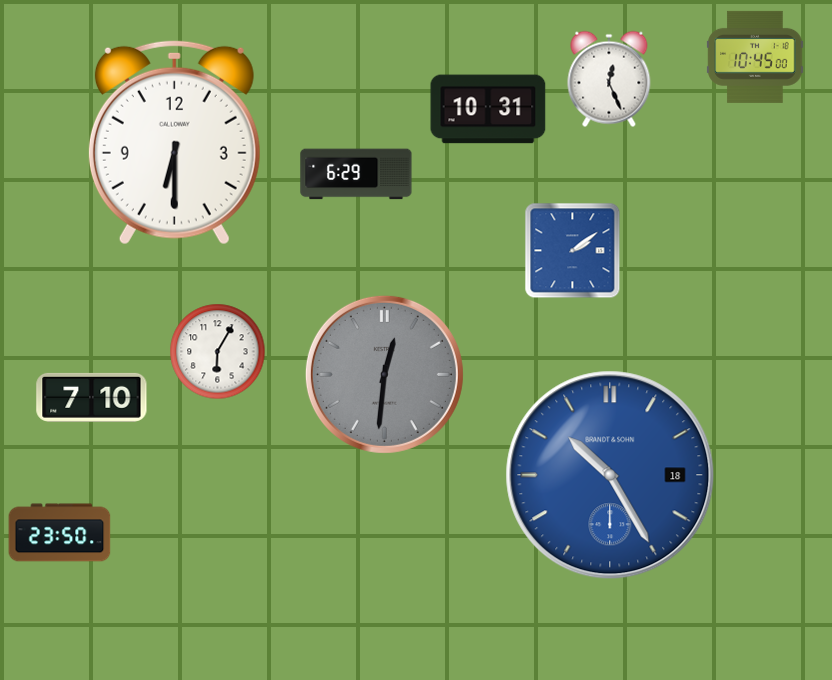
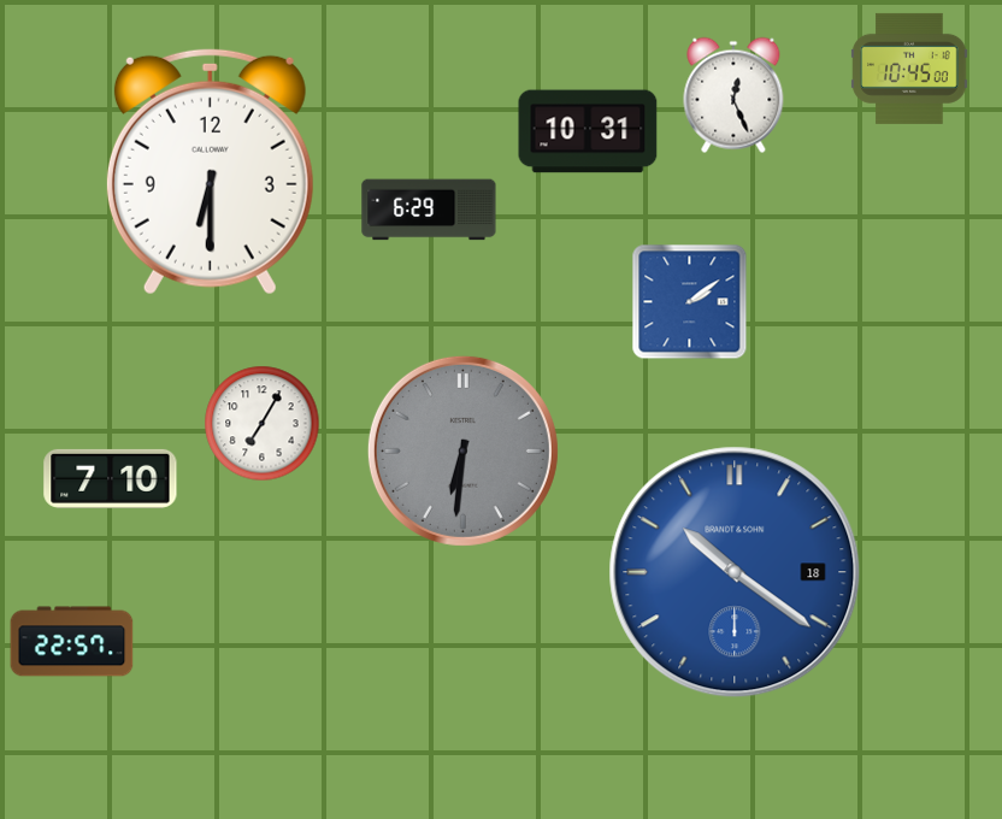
clock at (218, 352): 6:05 -> 7:05
clock at (384, 374): 12:31 -> 6:31
clock at (610, 475): 10:25 -> 10:21
clock at (60, 533): 23:50 -> 22:57
